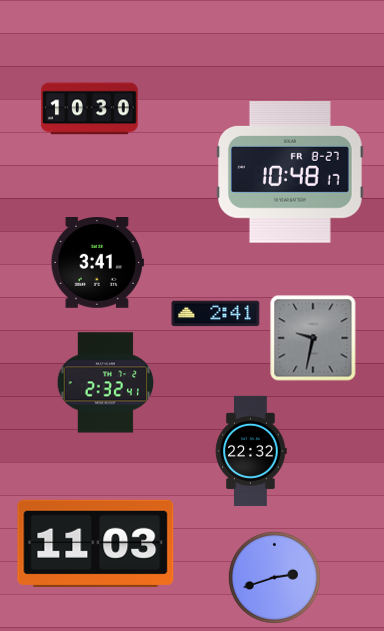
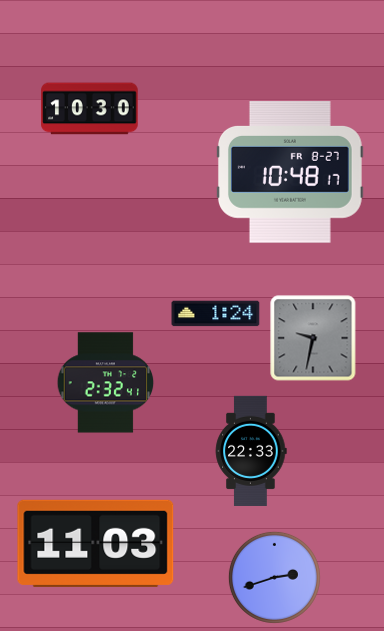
clock at (97, 263): 3:41 -> none
clock at (216, 314): 2:41 -> 1:24
clock at (251, 451): 22:32 -> 22:33
